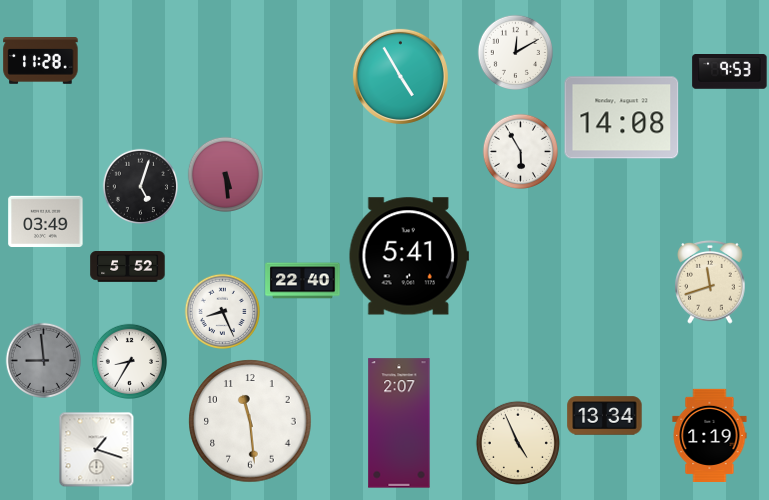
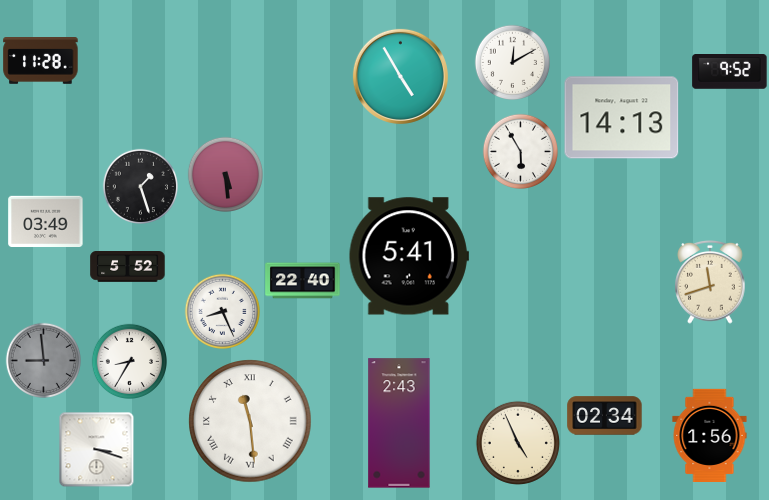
clock at (515, 52) position: (515, 52) -> (512, 62)
clock at (730, 72): 9:53 -> 9:52
clock at (622, 118): 14:08 -> 14:13
clock at (140, 186): 5:03 -> 1:27
clock at (605, 416): 13:34 -> 02:34
clock at (250, 421) numerals: Arabic -> Roman
clock at (399, 423): 2:07 -> 2:43
clock at (710, 435): 1:19 -> 1:56
clock at (97, 450): 1:18 -> 3:18
